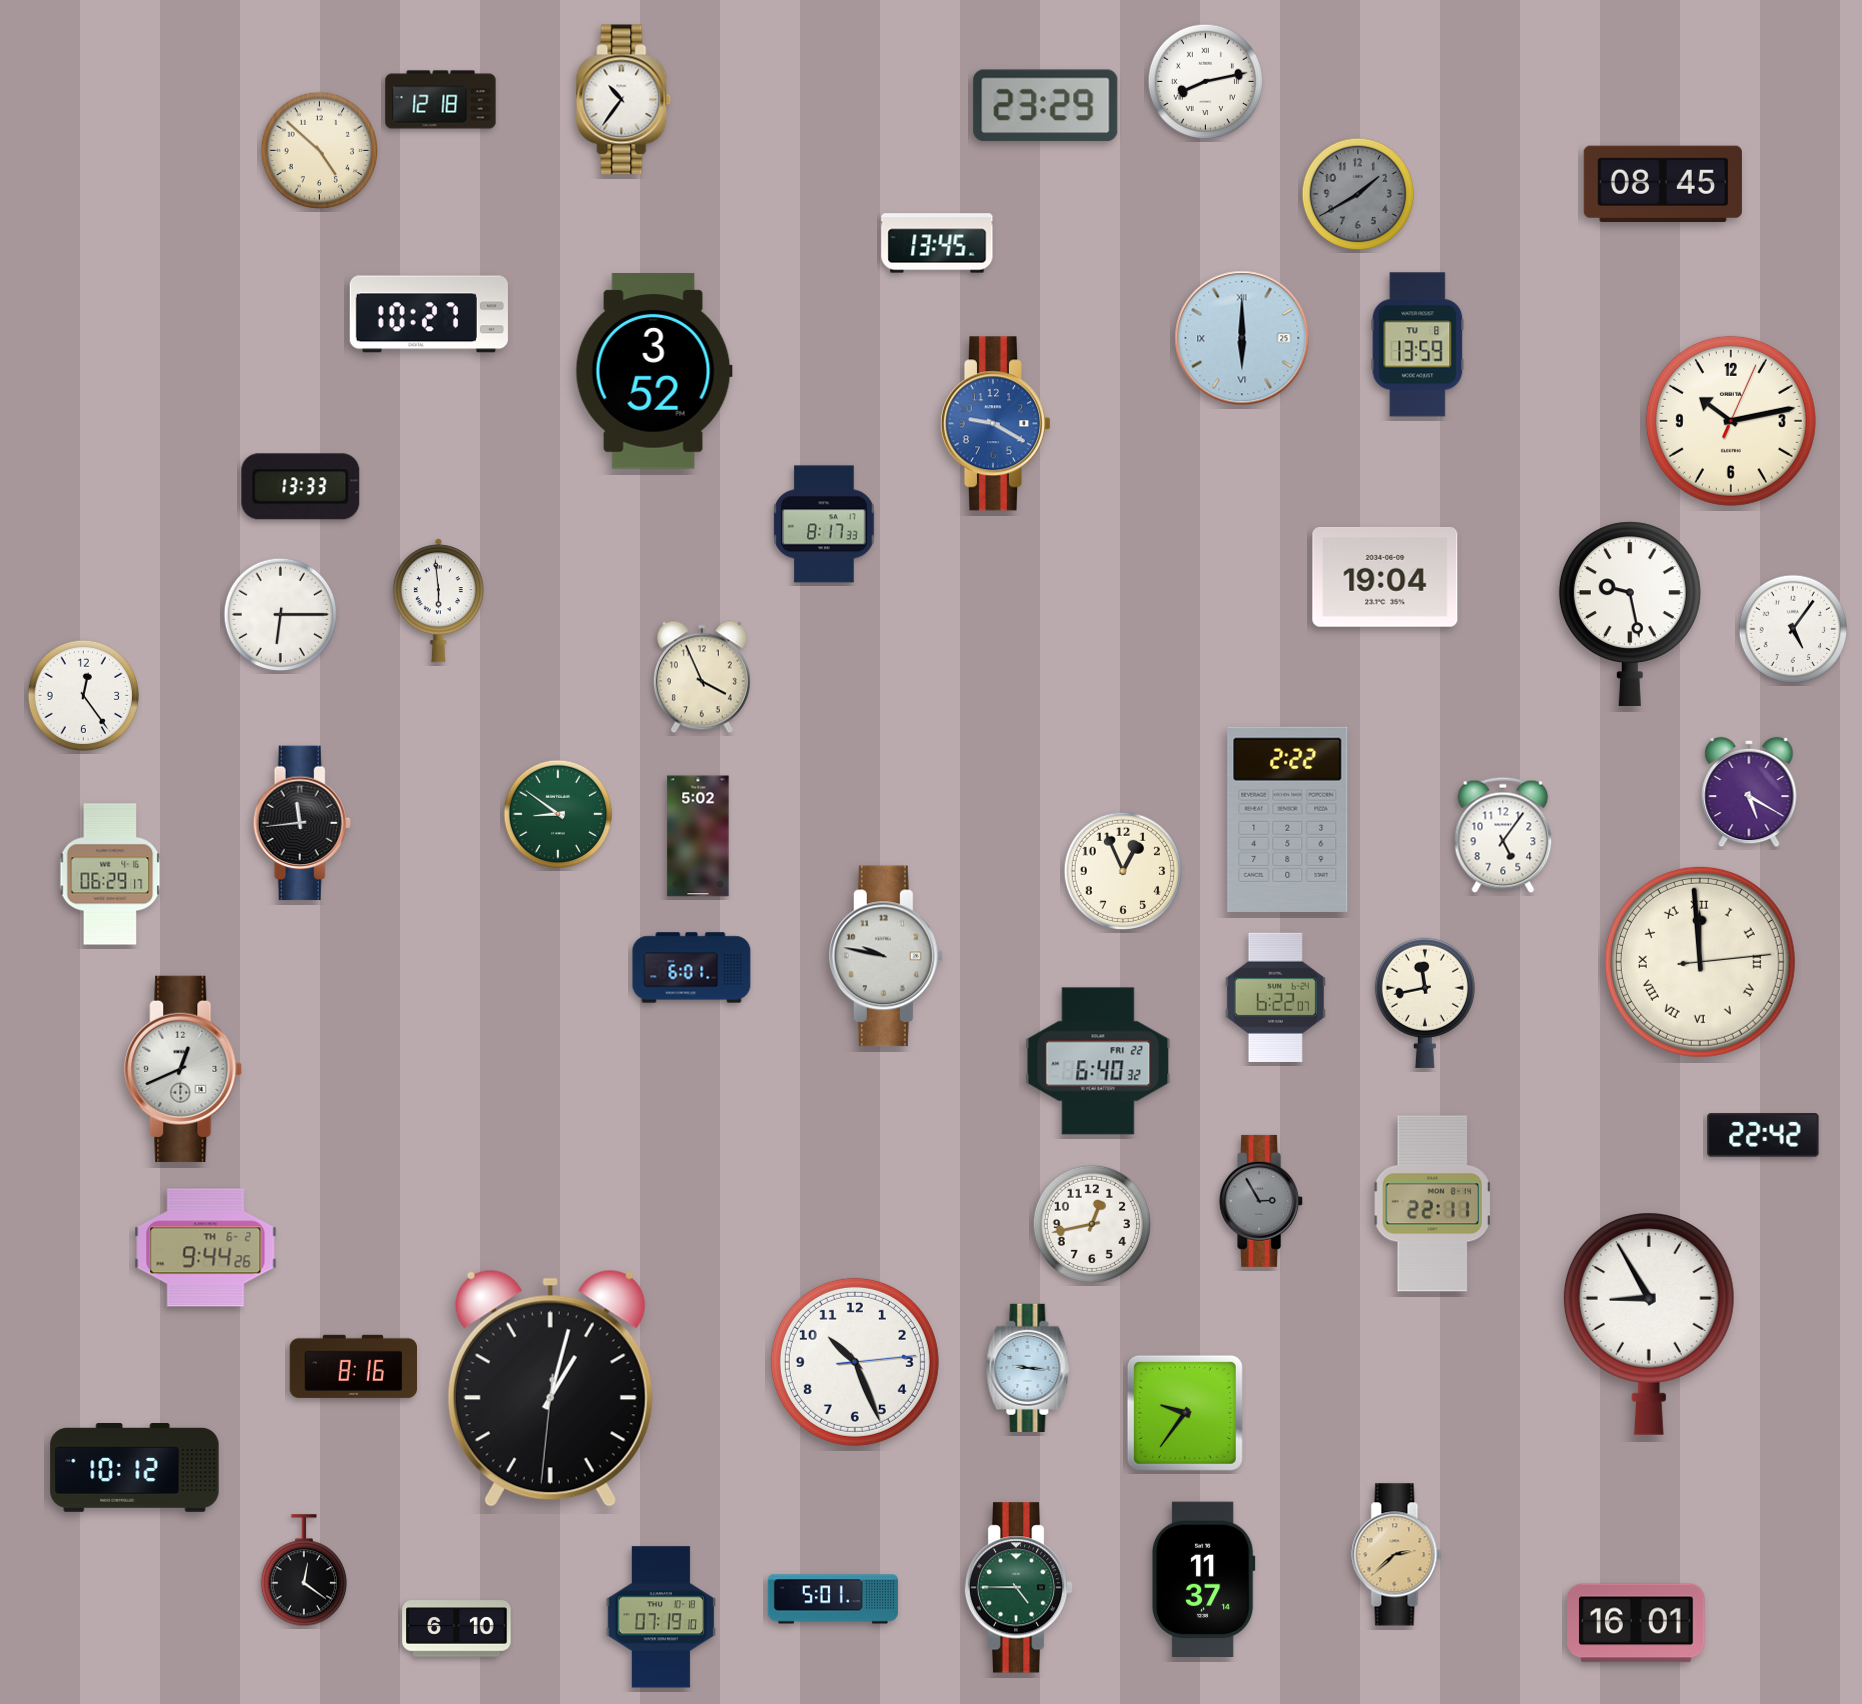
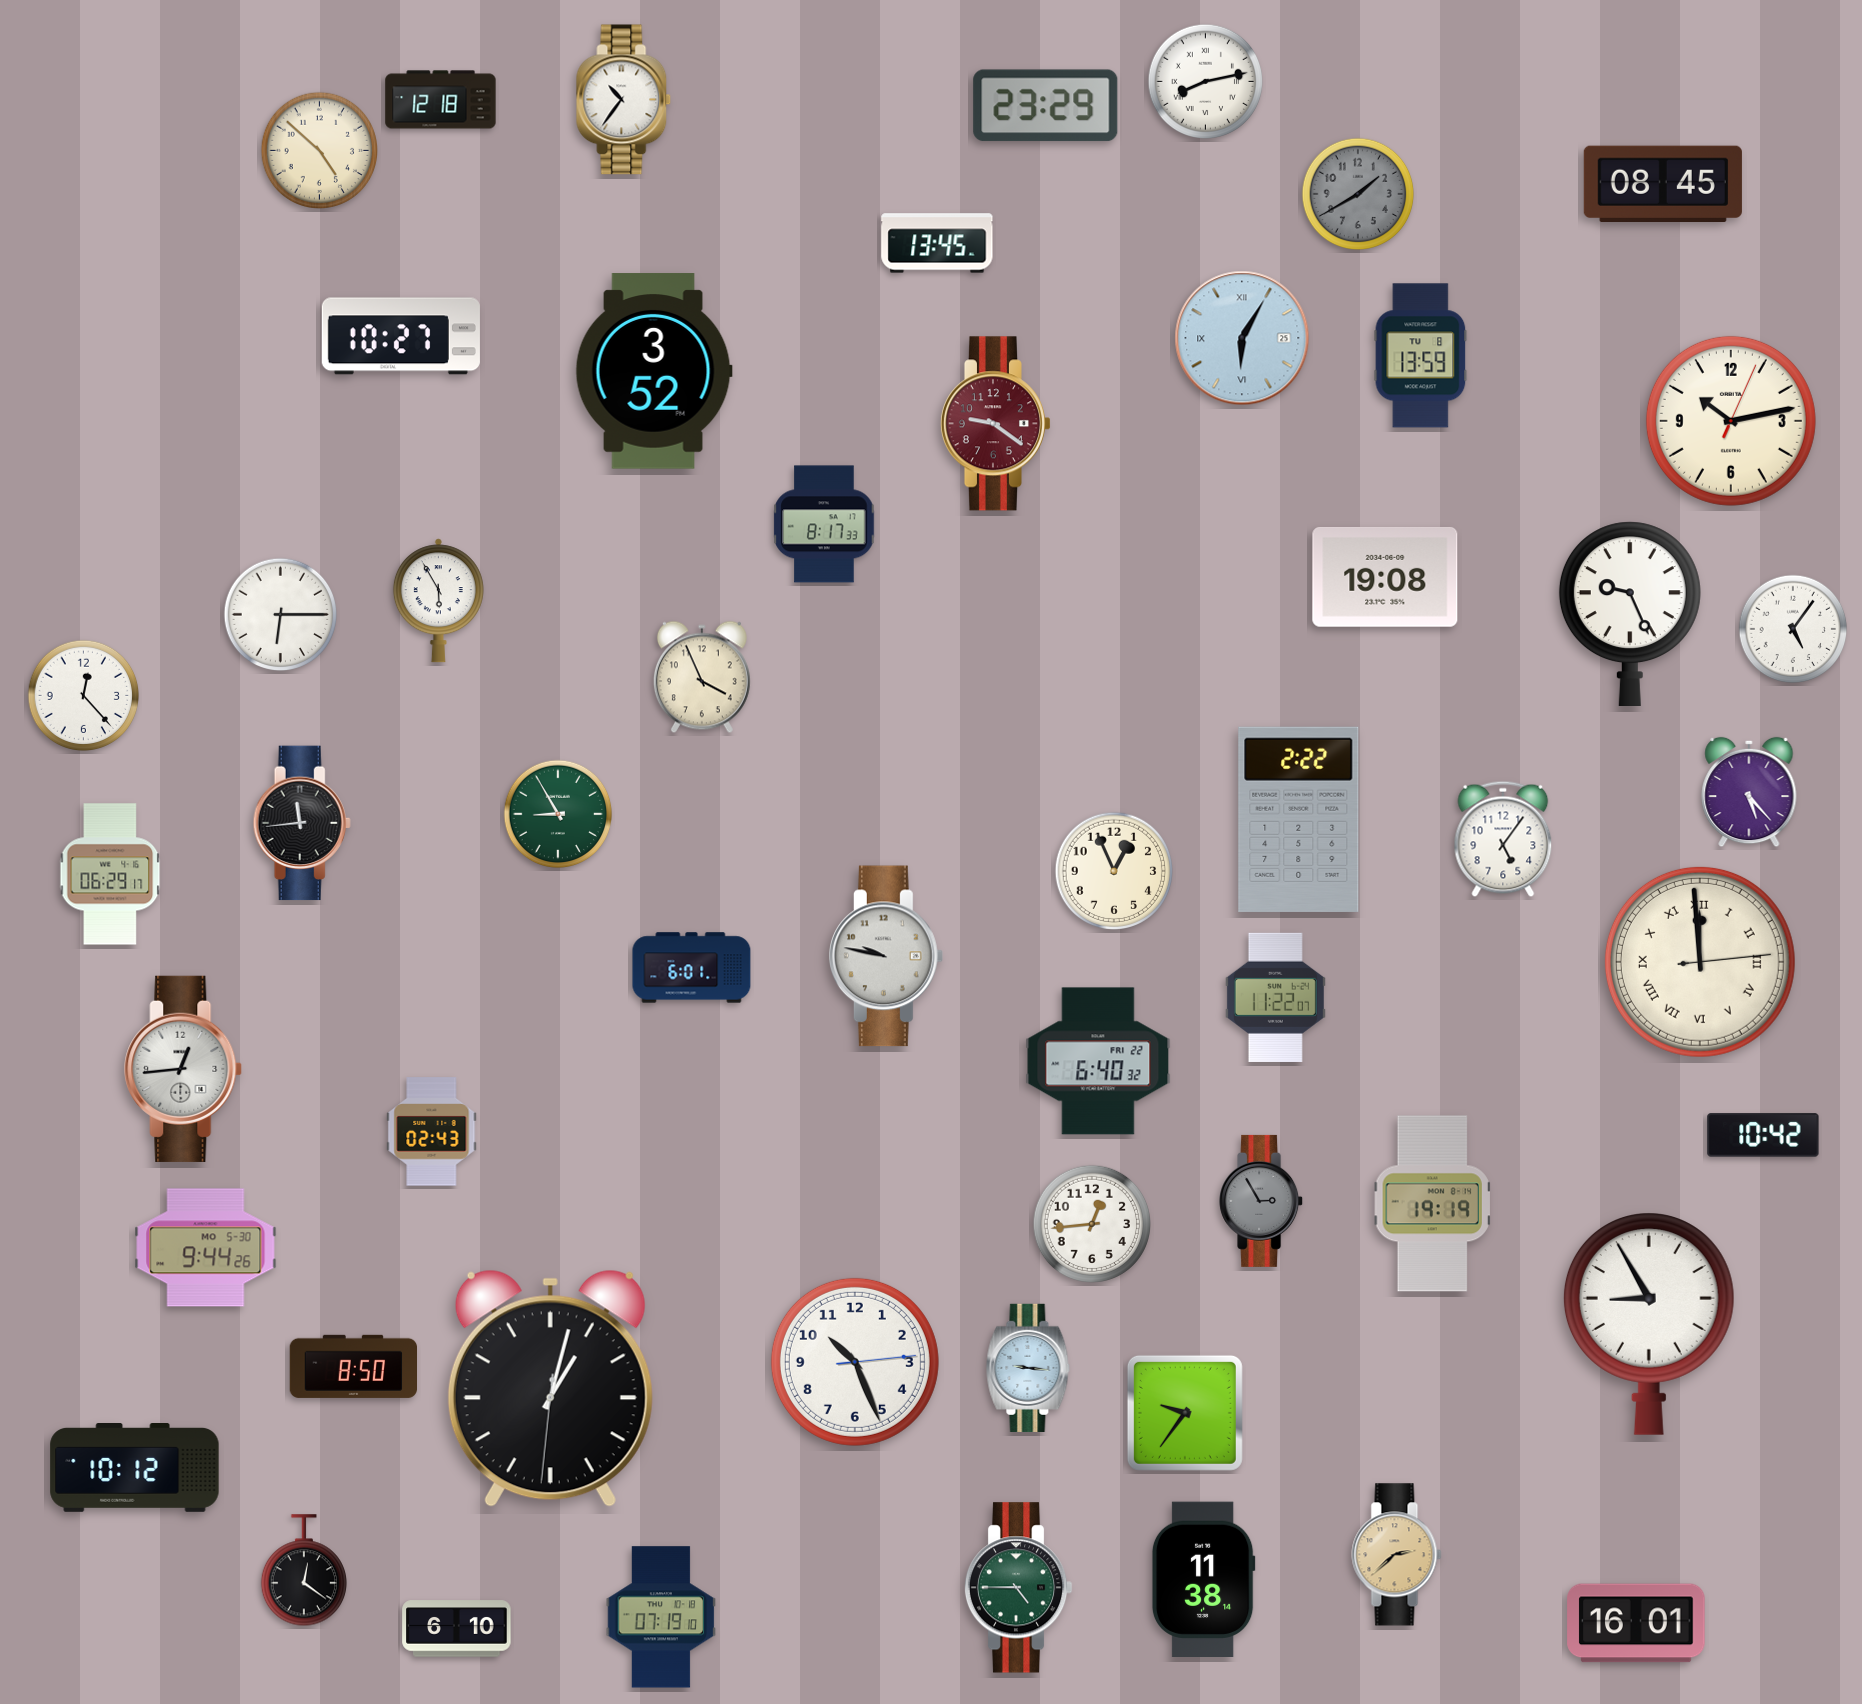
clock at (429, 314) position: (429, 314) -> (401, 336)
clock at (1242, 338): 6:00 -> 6:05
clock at (1418, 345) position: (1418, 345) -> (1421, 356)
clock at (995, 424): 9:20 -> 9:21
clock at (995, 424) dial: blue -> burgundy
clock at (301, 487): 13:33 -> none
clock at (1385, 577): 19:04 -> 19:08
clock at (438, 601): 5:59 -> 5:55
clock at (1630, 613): 9:28 -> 9:26
clock at (84, 696): 12:24 -> 12:23
clock at (1749, 792): 5:20 -> 5:23
clock at (558, 814): 8:51 -> 8:55
clock at (1288, 819) position: (1288, 819) -> (1299, 819)
clock at (1503, 835) position: (1503, 835) -> (1503, 839)
clock at (698, 836): 5:02 -> none
clock at (1122, 870) position: (1122, 870) -> (1113, 870)
clock at (1275, 997): 6:22 -> 11:22
clock at (1425, 1003): 11:43 -> none
clock at (184, 1069): 12:41 -> 12:44
clock at (432, 1132): none -> 02:43
clock at (1763, 1135): 22:42 -> 10:42
clock at (1432, 1204): 22:11 -> 19:19
clock at (1091, 1223): 12:43 -> 12:44
clock at (206, 1248) date: TH 6-2 -> MO 5-30
clock at (353, 1366): 8:16 -> 8:50
clock at (1203, 1580): 11:37 -> 11:38
clock at (833, 1599): 5:01 -> none
